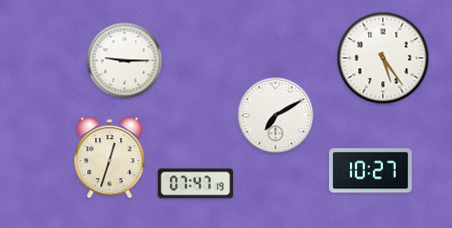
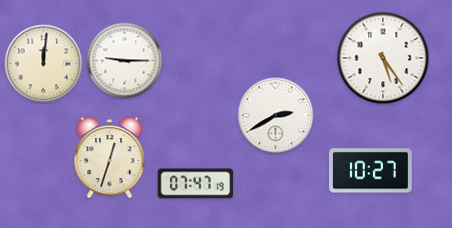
clock at (44, 64): none -> 12:01
clock at (276, 116): 7:10 -> 2:40
